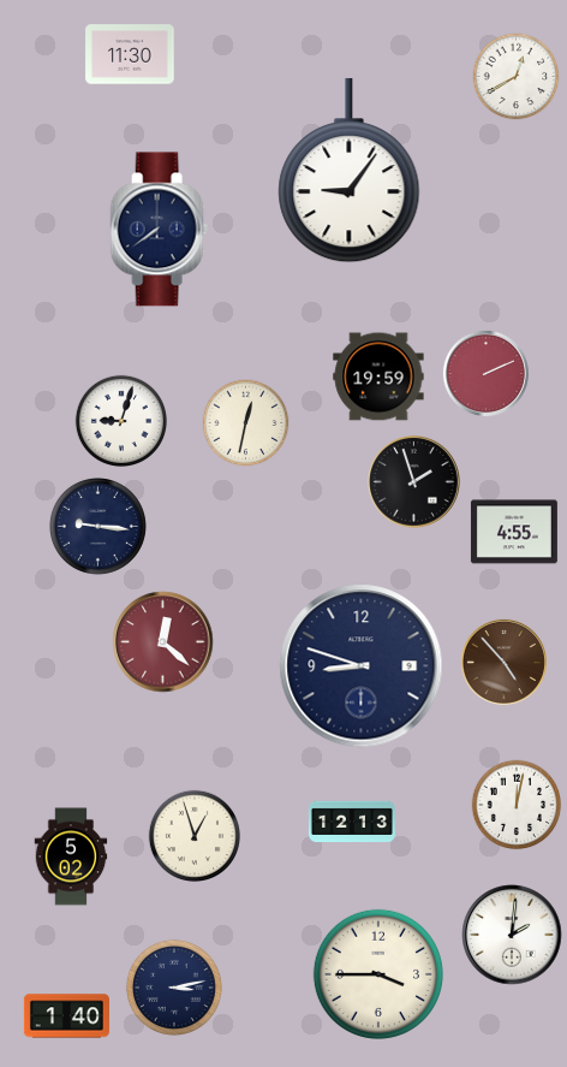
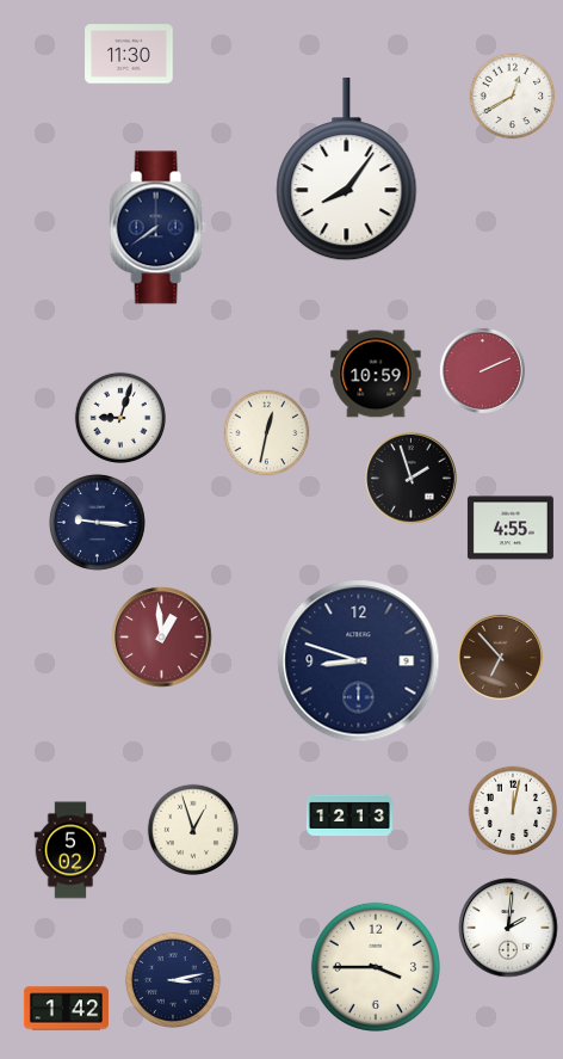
clock at (517, 77) position: (517, 77) -> (513, 97)
clock at (350, 171): 9:06 -> 8:06
clock at (378, 377): 19:59 -> 10:59
clock at (246, 423) position: (246, 423) -> (267, 433)
clock at (163, 642): 12:22 -> 12:59
clock at (503, 662): 4:53 -> 6:53
clock at (517, 805) position: (517, 805) -> (513, 811)
clock at (66, 1016): 1:40 -> 1:42
